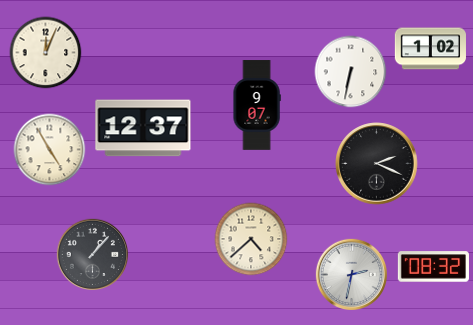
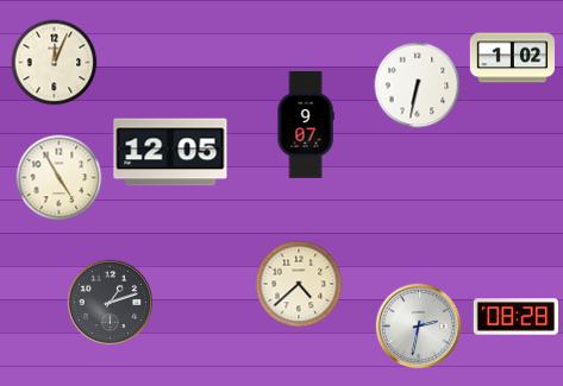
clock at (143, 128): 12:37 -> 12:05
clock at (377, 164): 2:19 -> none
clock at (92, 254): 1:07 -> 1:12
clock at (433, 267): 08:32 -> 08:28
